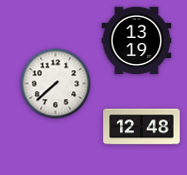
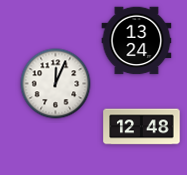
clock at (137, 41): 13:19 -> 13:24
clock at (56, 84): 7:38 -> 12:04
